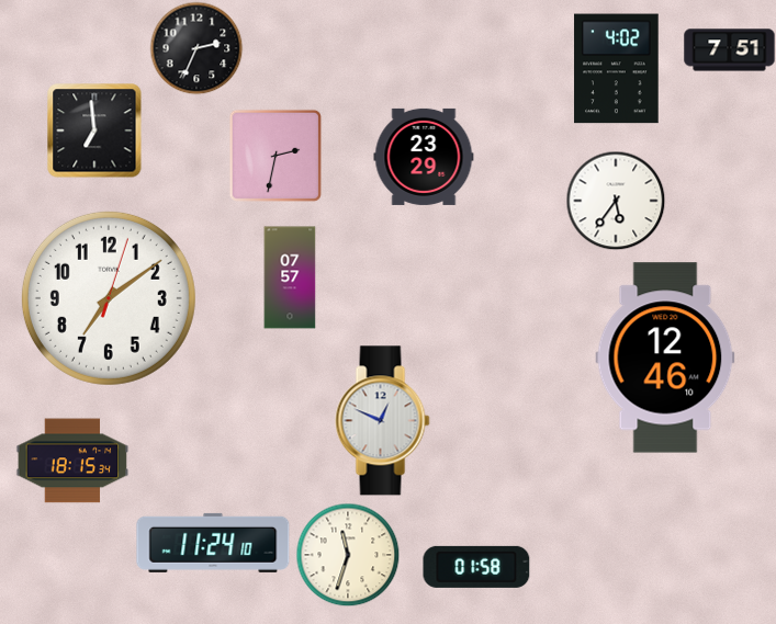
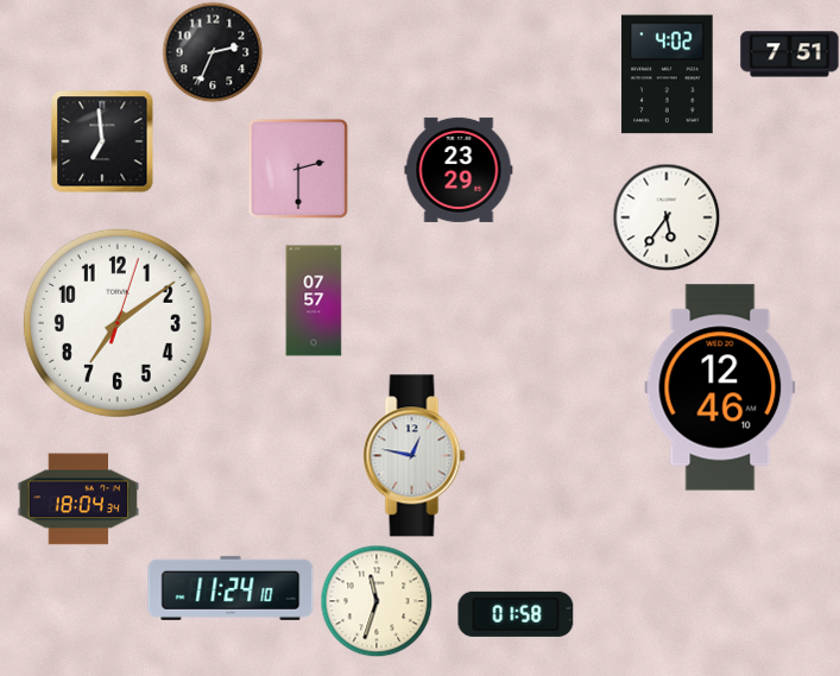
clock at (275, 156): 2:32 -> 2:30
clock at (383, 421): 12:49 -> 12:47
clock at (72, 461): 18:15 -> 18:04
